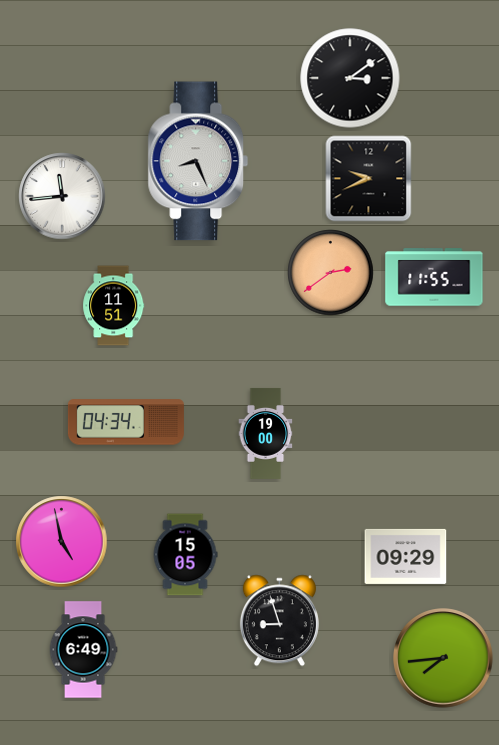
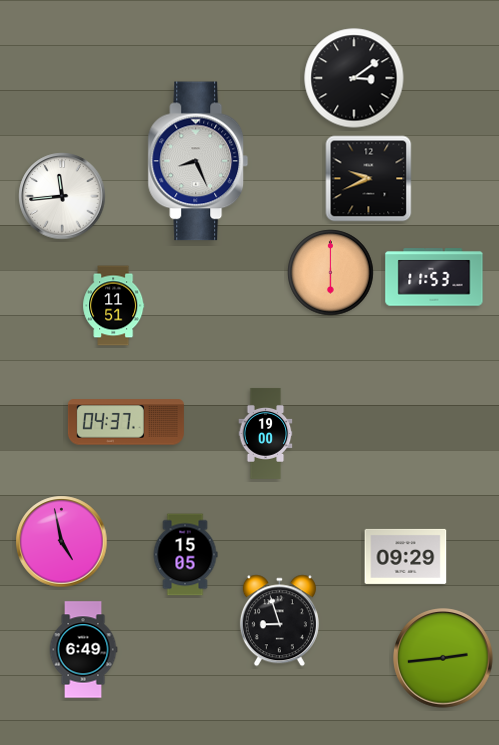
clock at (350, 78) position: (350, 78) -> (354, 78)
clock at (331, 273): 2:39 -> 6:00
clock at (434, 277): 11:55 -> 11:53
clock at (126, 422): 04:34 -> 04:37
clock at (443, 658): 7:44 -> 2:44
